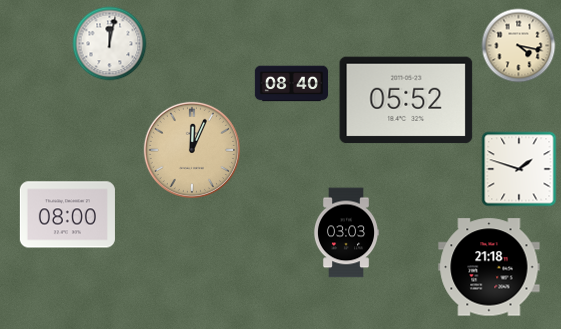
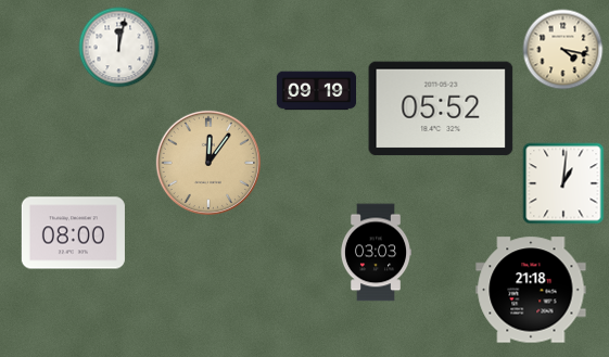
clock at (292, 84): 08:40 -> 09:19
clock at (192, 150): 12:04 -> 12:06
clock at (519, 169): 1:48 -> 1:01
